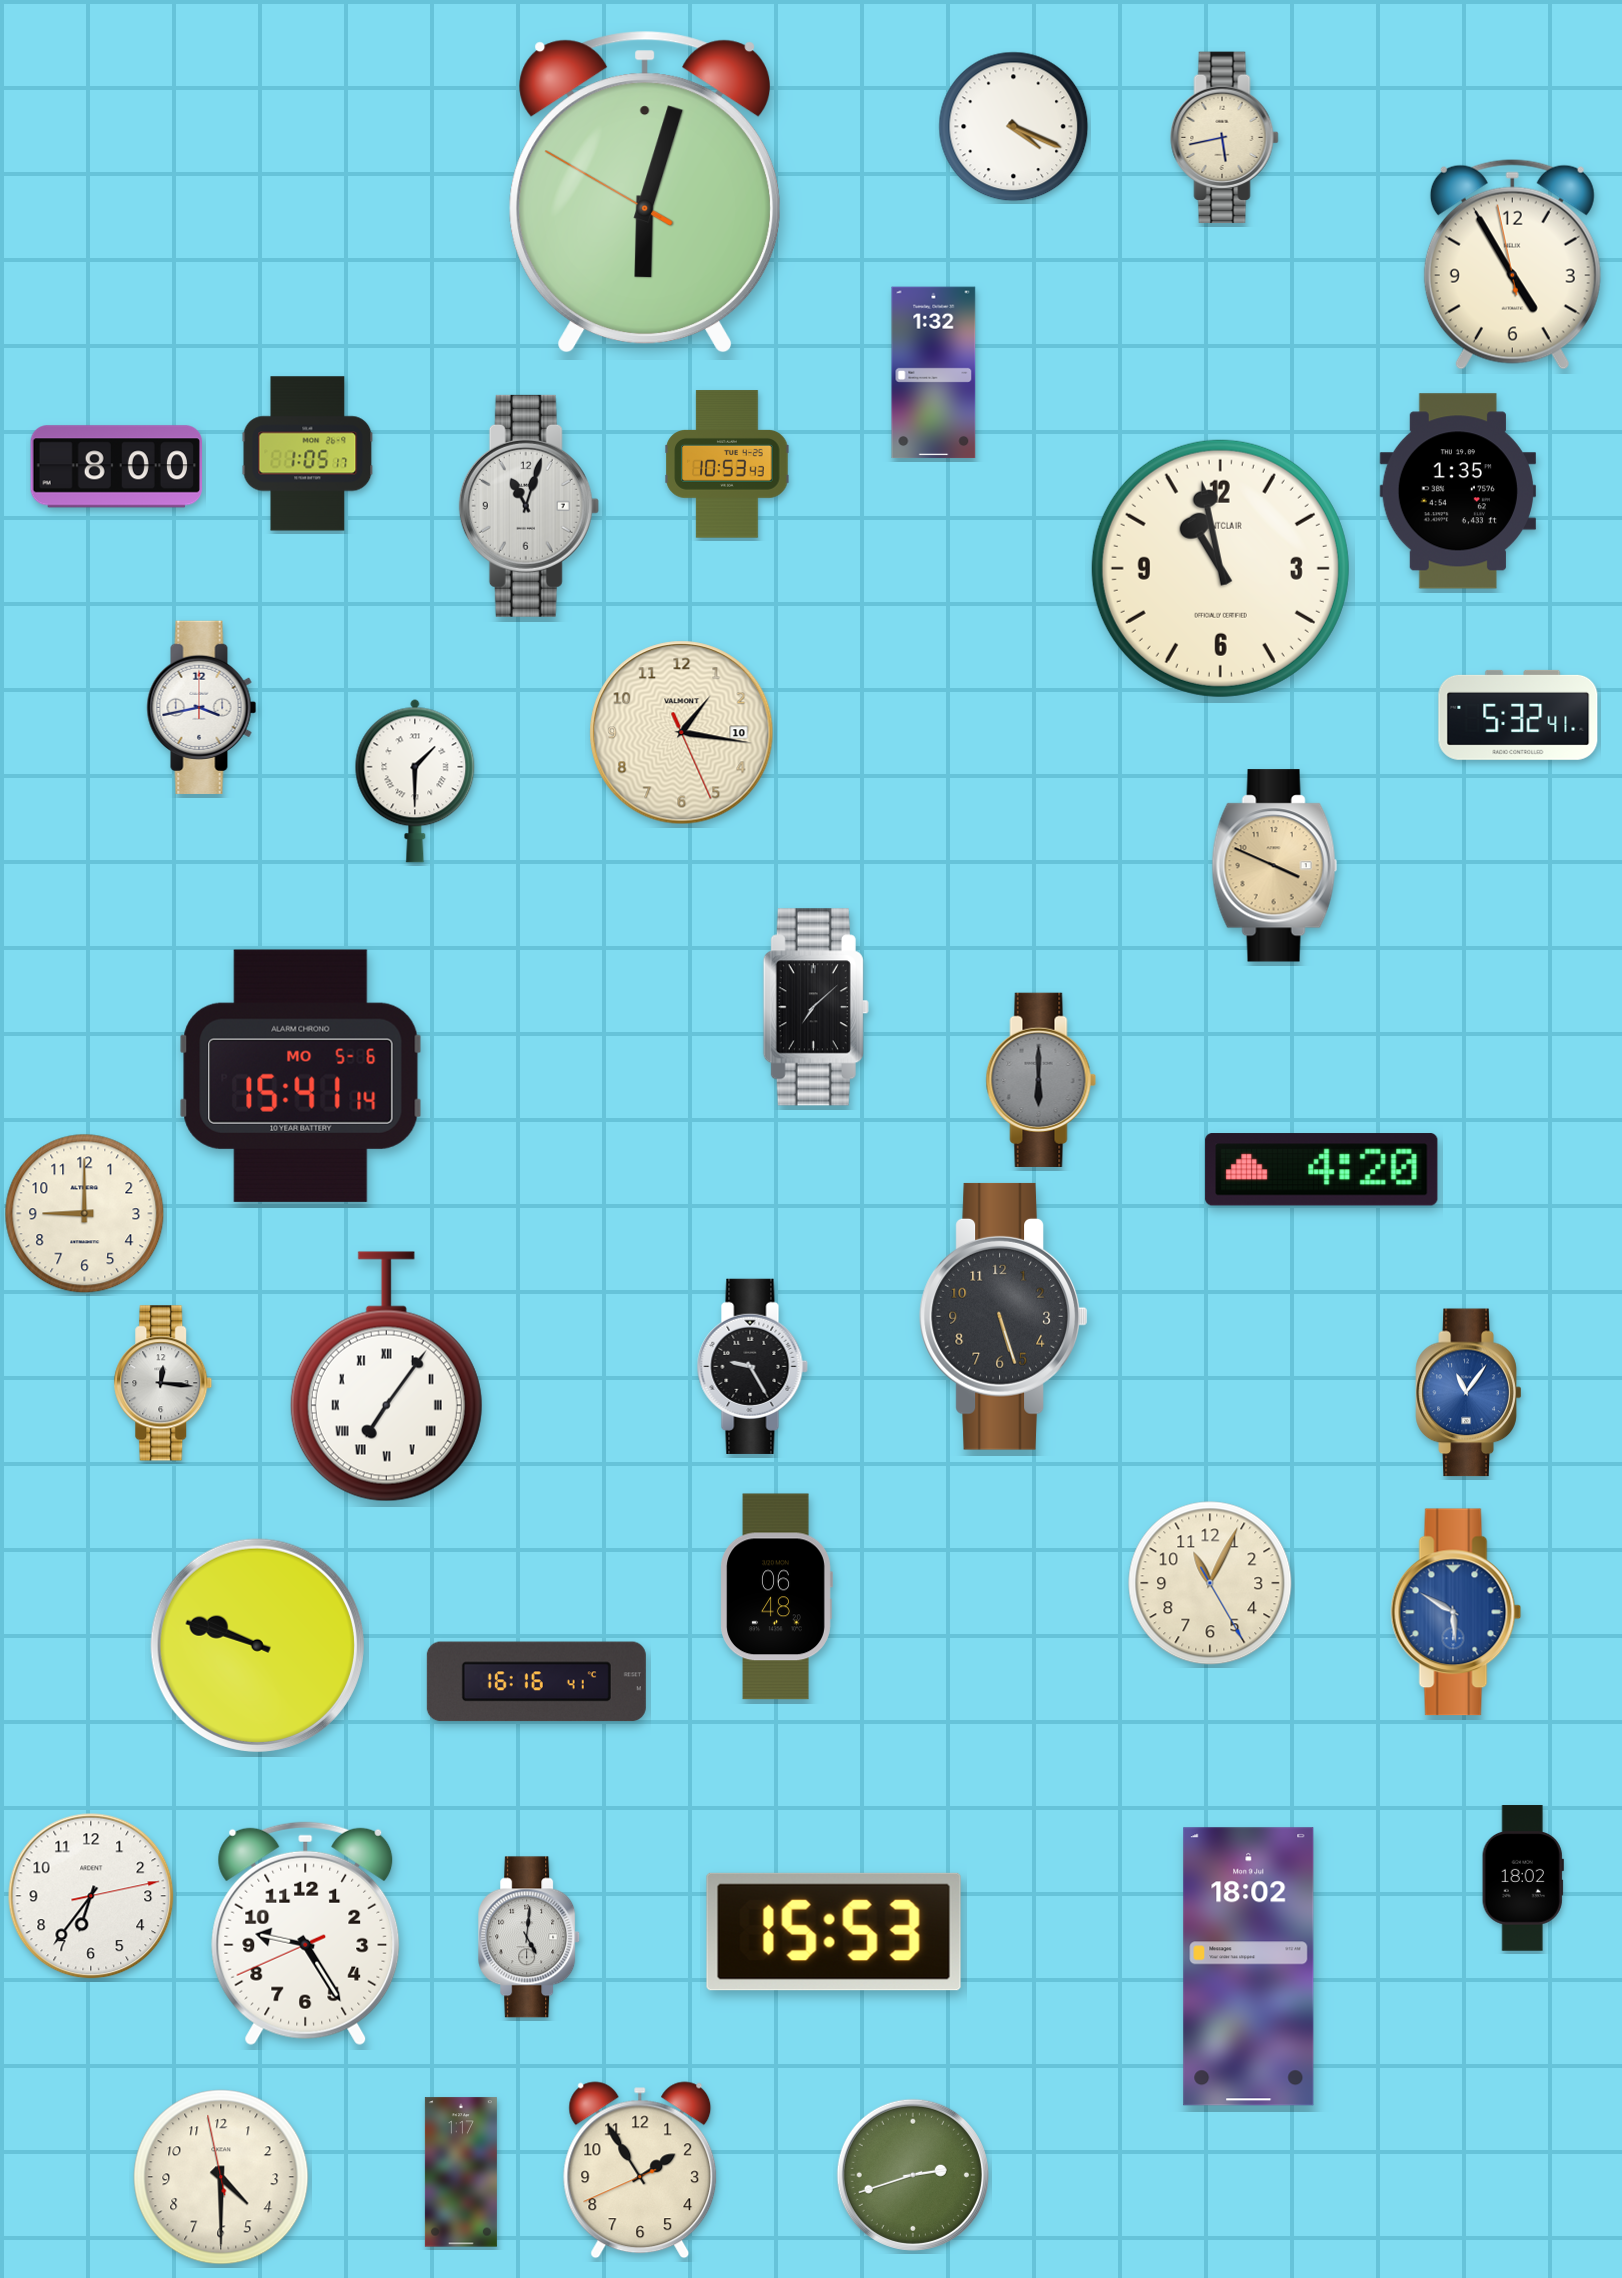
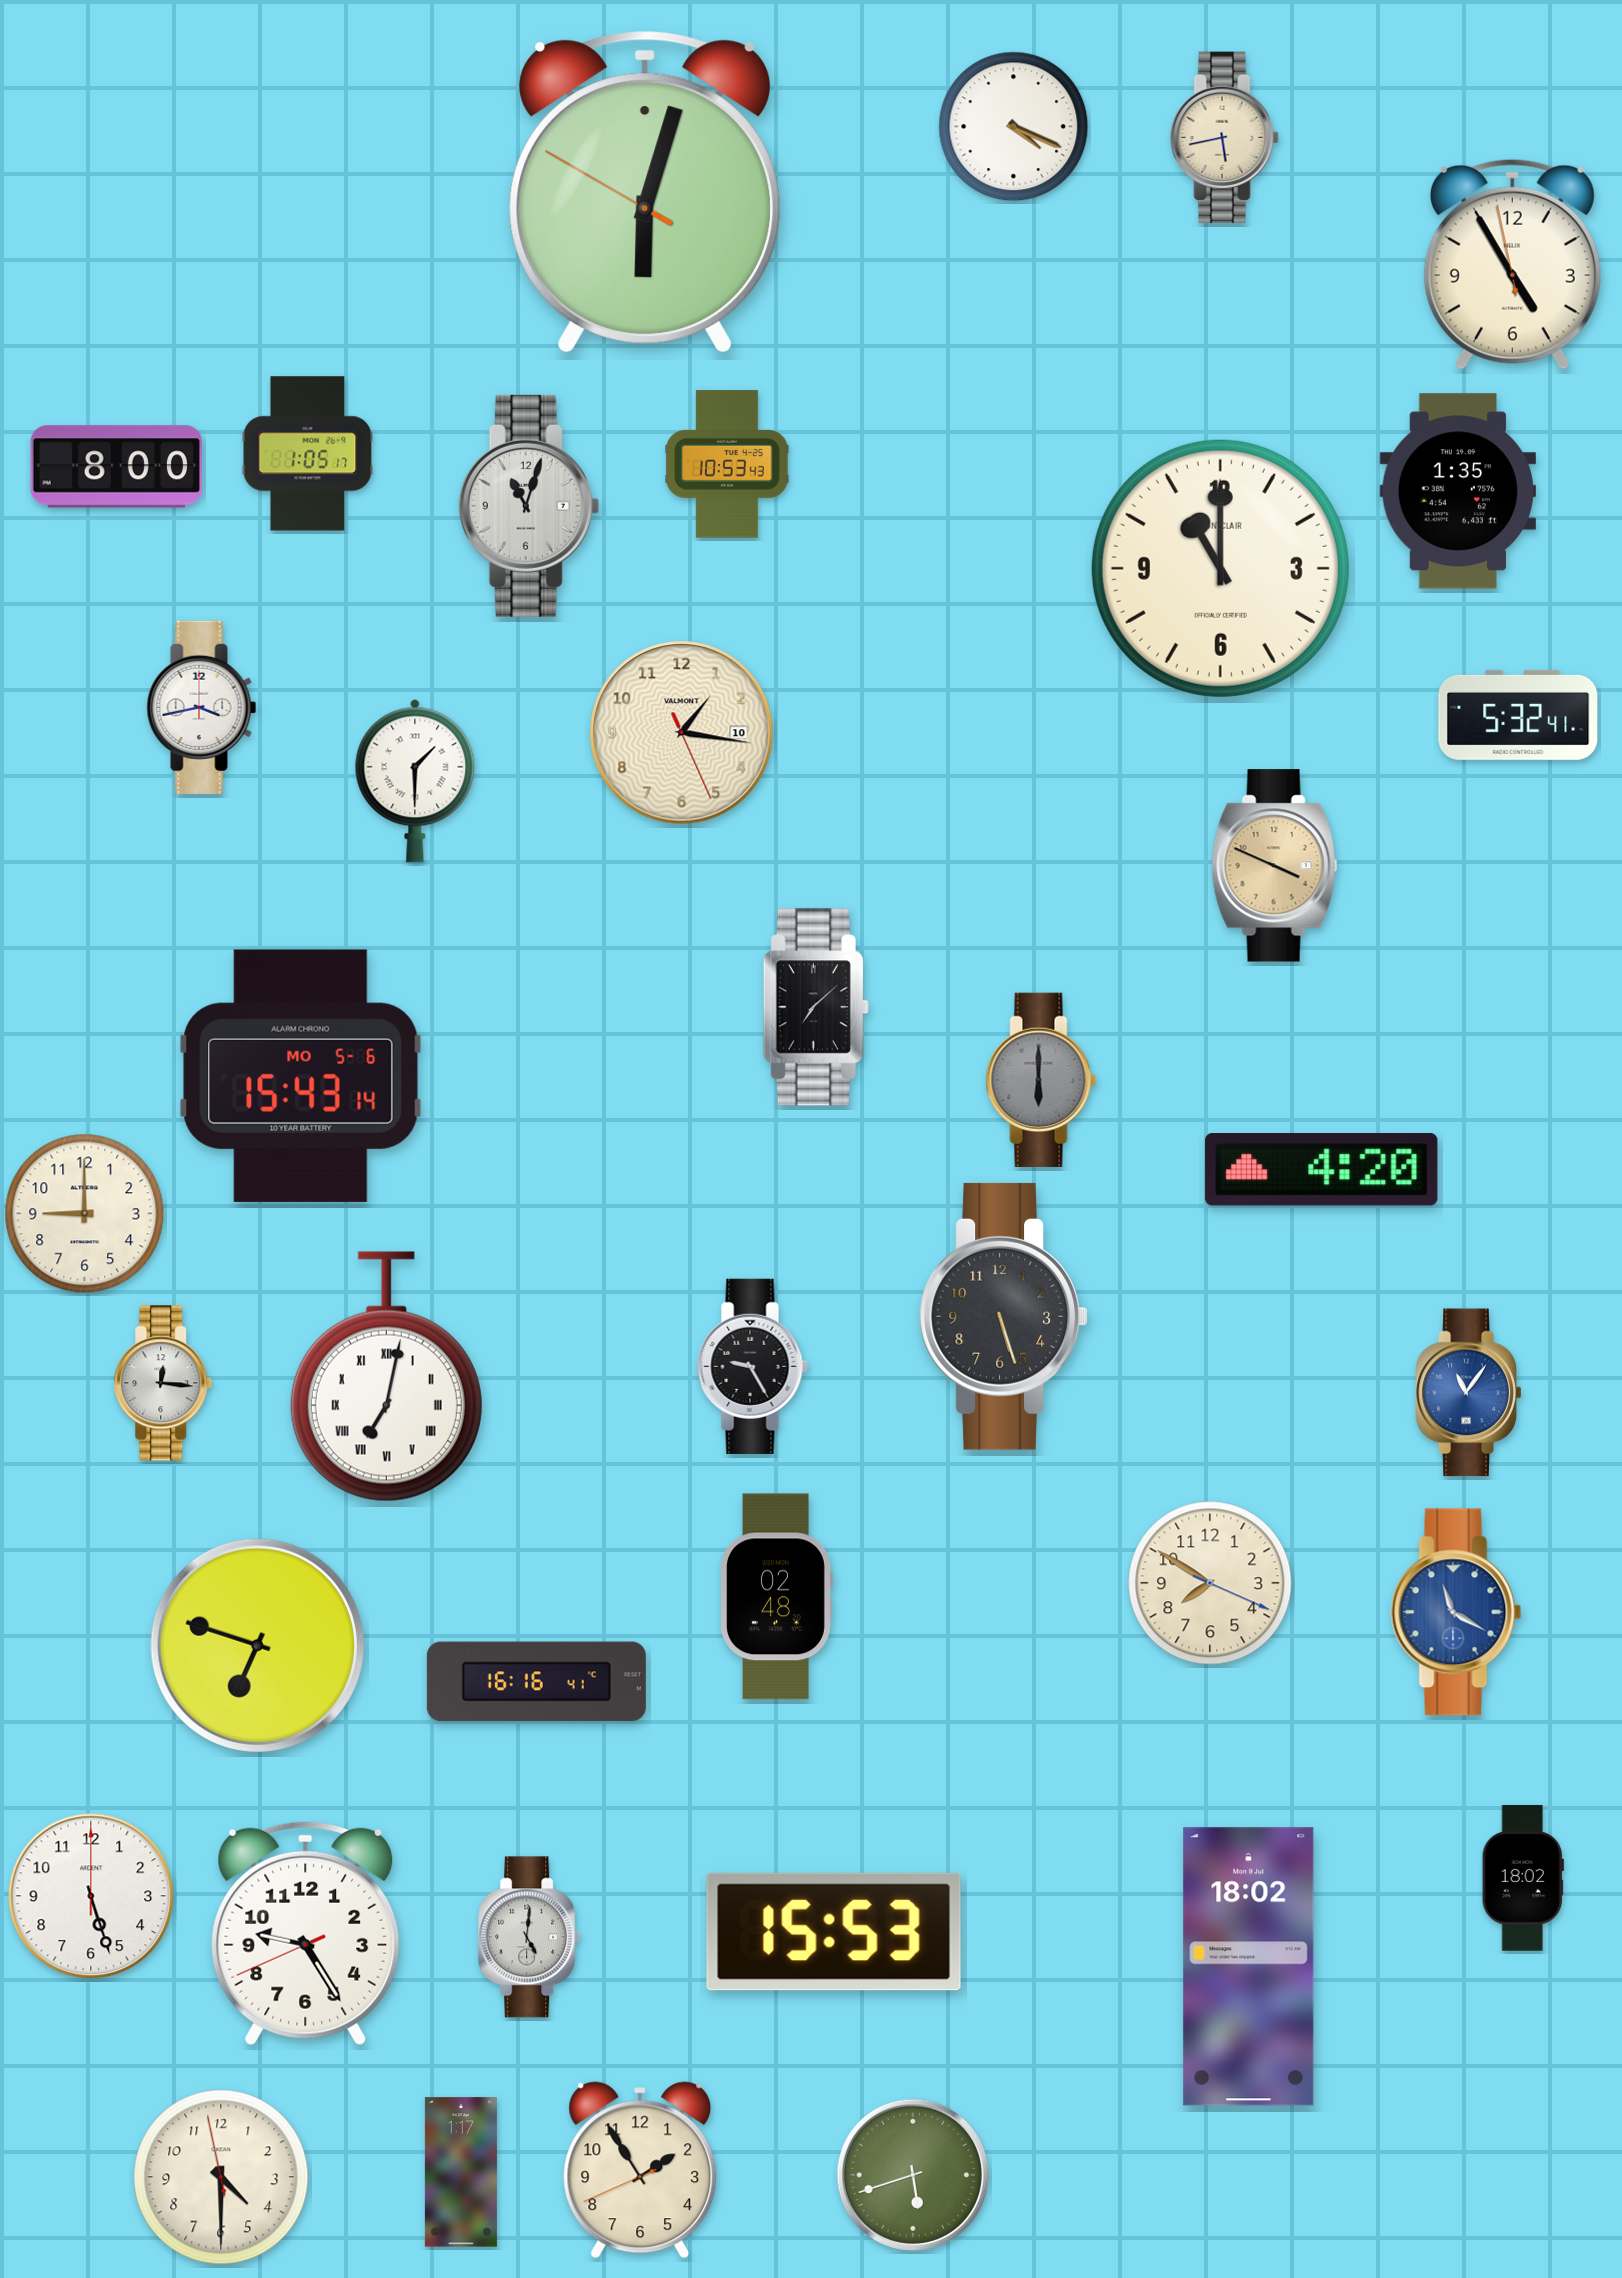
clock at (934, 373): 1:32 -> none
clock at (1220, 568): 10:58 -> 11:00
clock at (301, 1076): 15:41 -> 15:43
clock at (386, 1377): 7:06 -> 7:02
clock at (1210, 1583): 11:04 -> 7:50
clock at (776, 1597): 06:48 -> 02:48
clock at (1456, 1612): 5:50 -> 11:20
clock at (257, 1645): 9:48 -> 6:48
clock at (91, 1896): 6:36 -> 5:27
clock at (913, 2175): 2:42 -> 5:42
